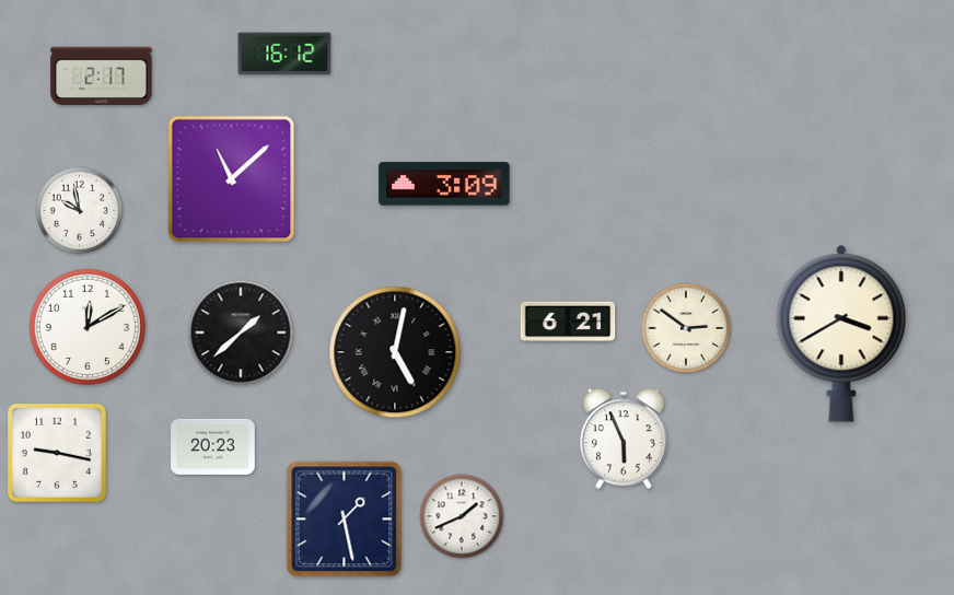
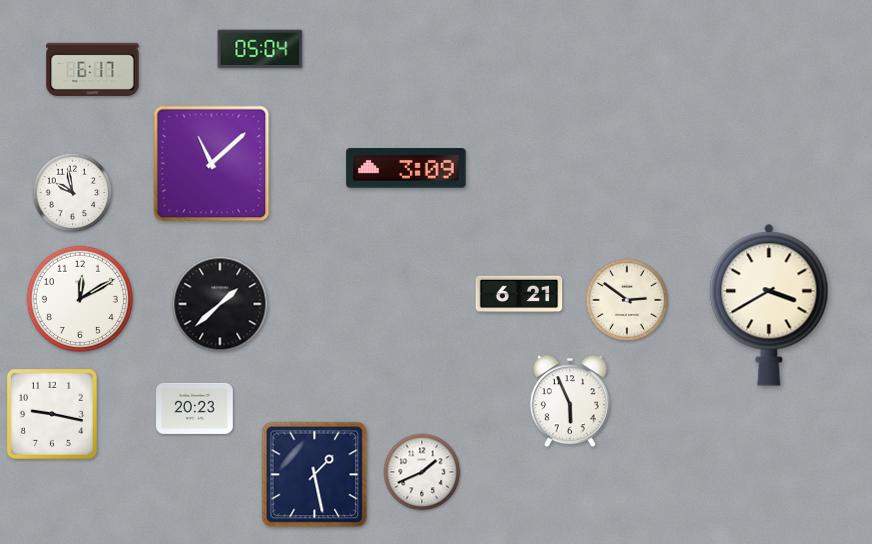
clock at (284, 54): 16:12 -> 05:04
clock at (102, 75): 2:17 -> 6:17
clock at (395, 352): 5:02 -> none
